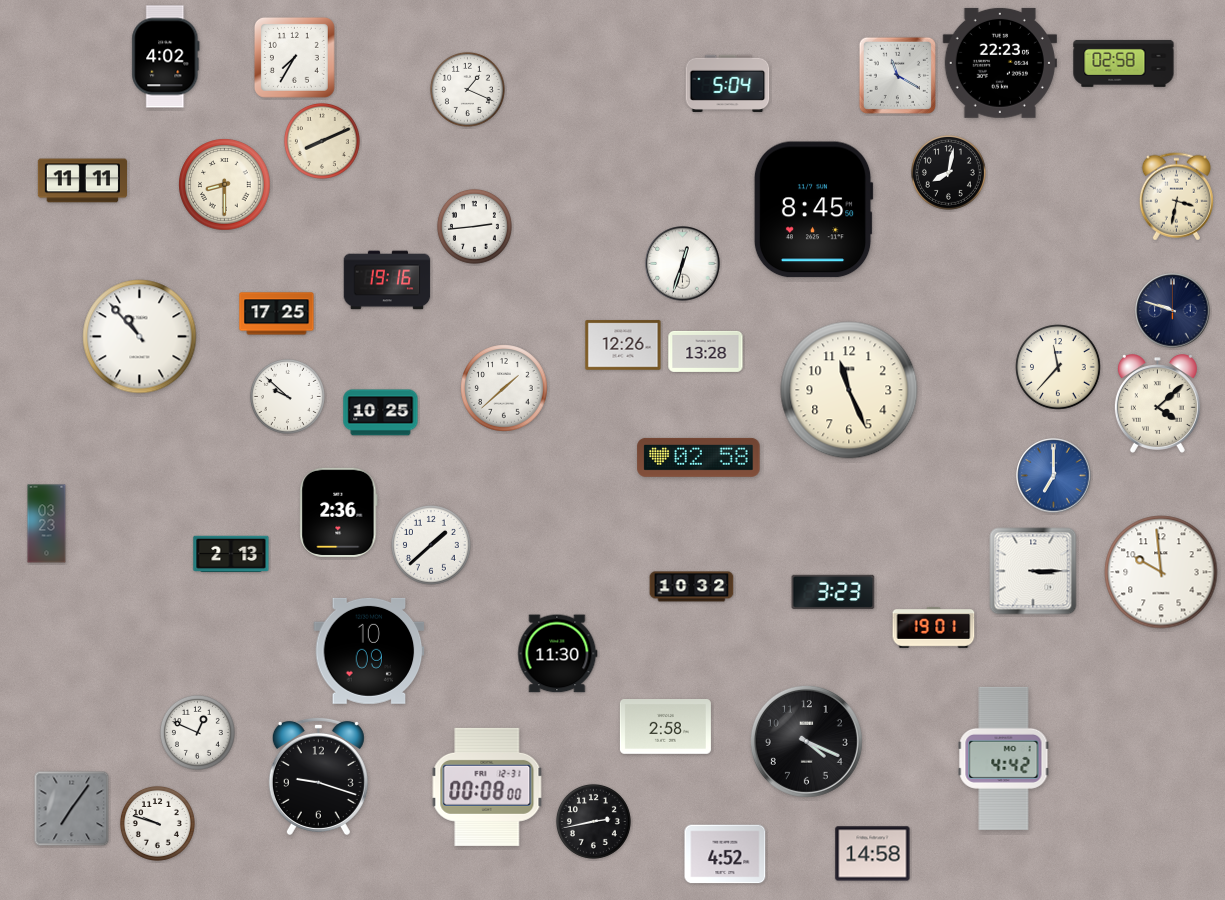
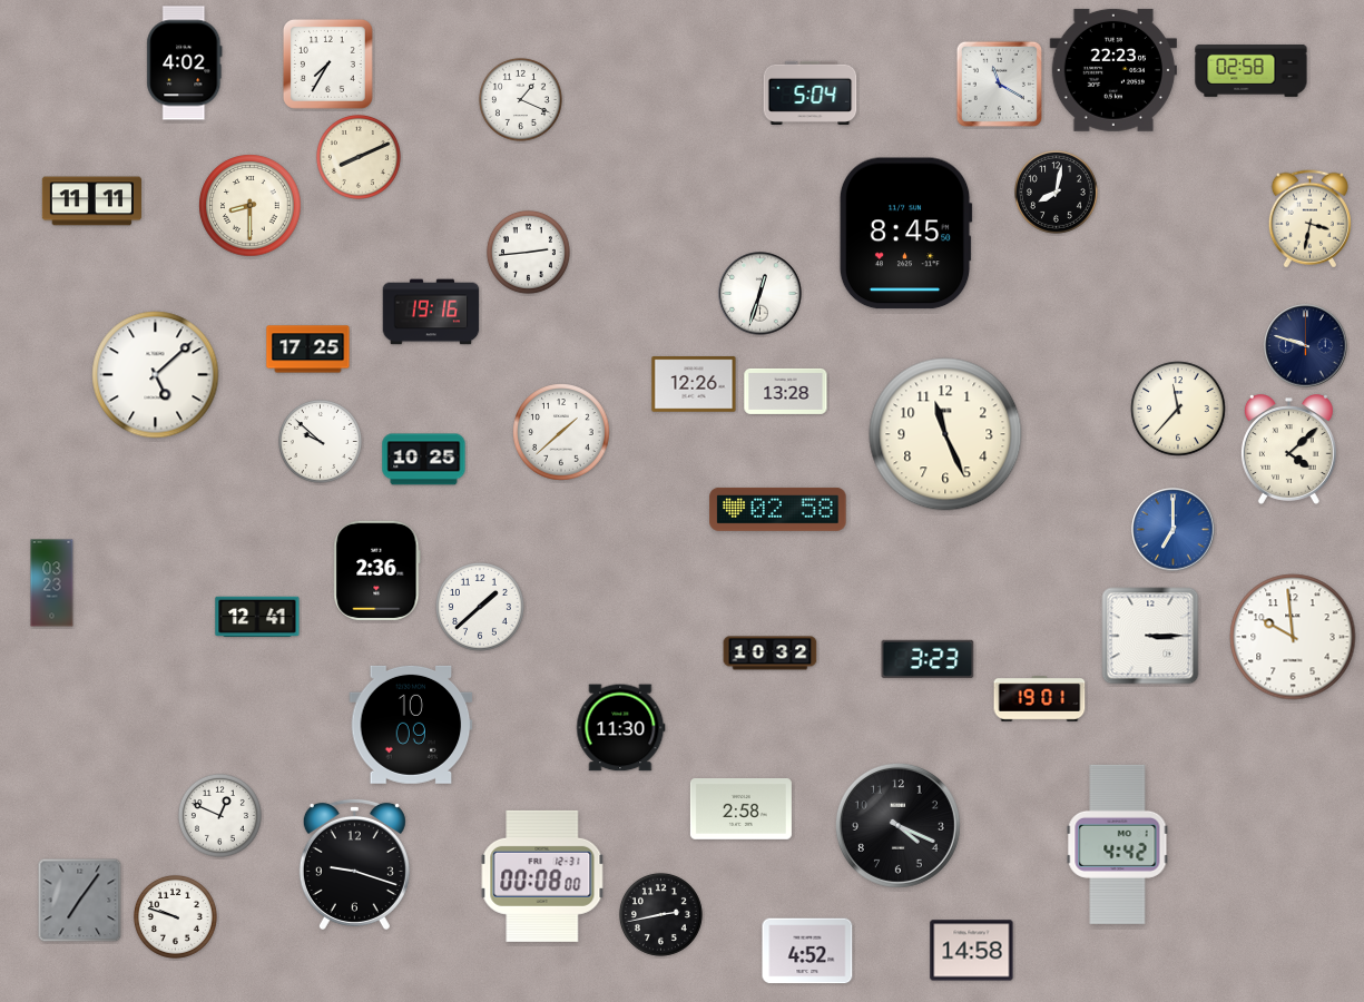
clock at (140, 337): 10:53 -> 5:08
clock at (231, 554): 2:13 -> 12:41
